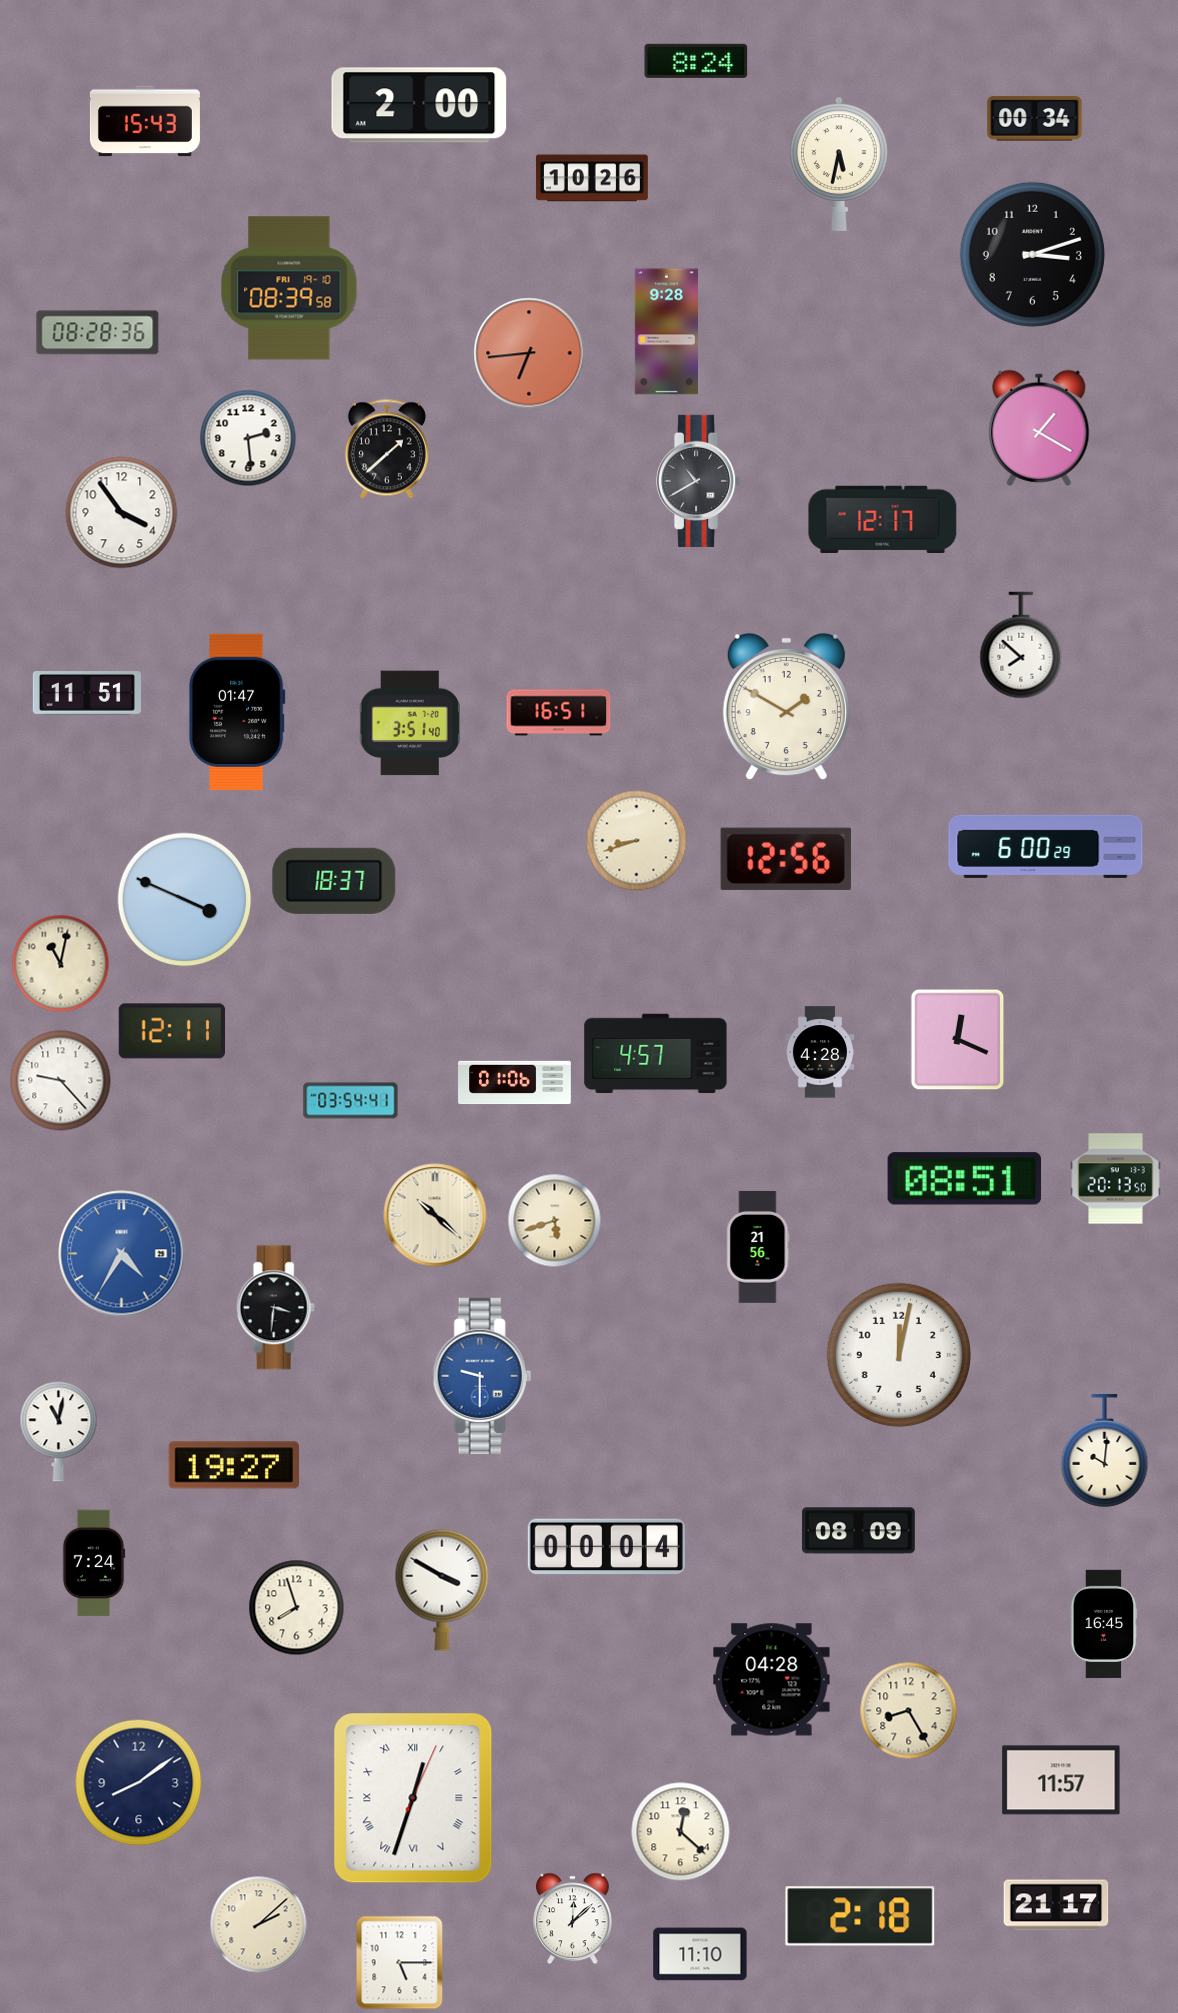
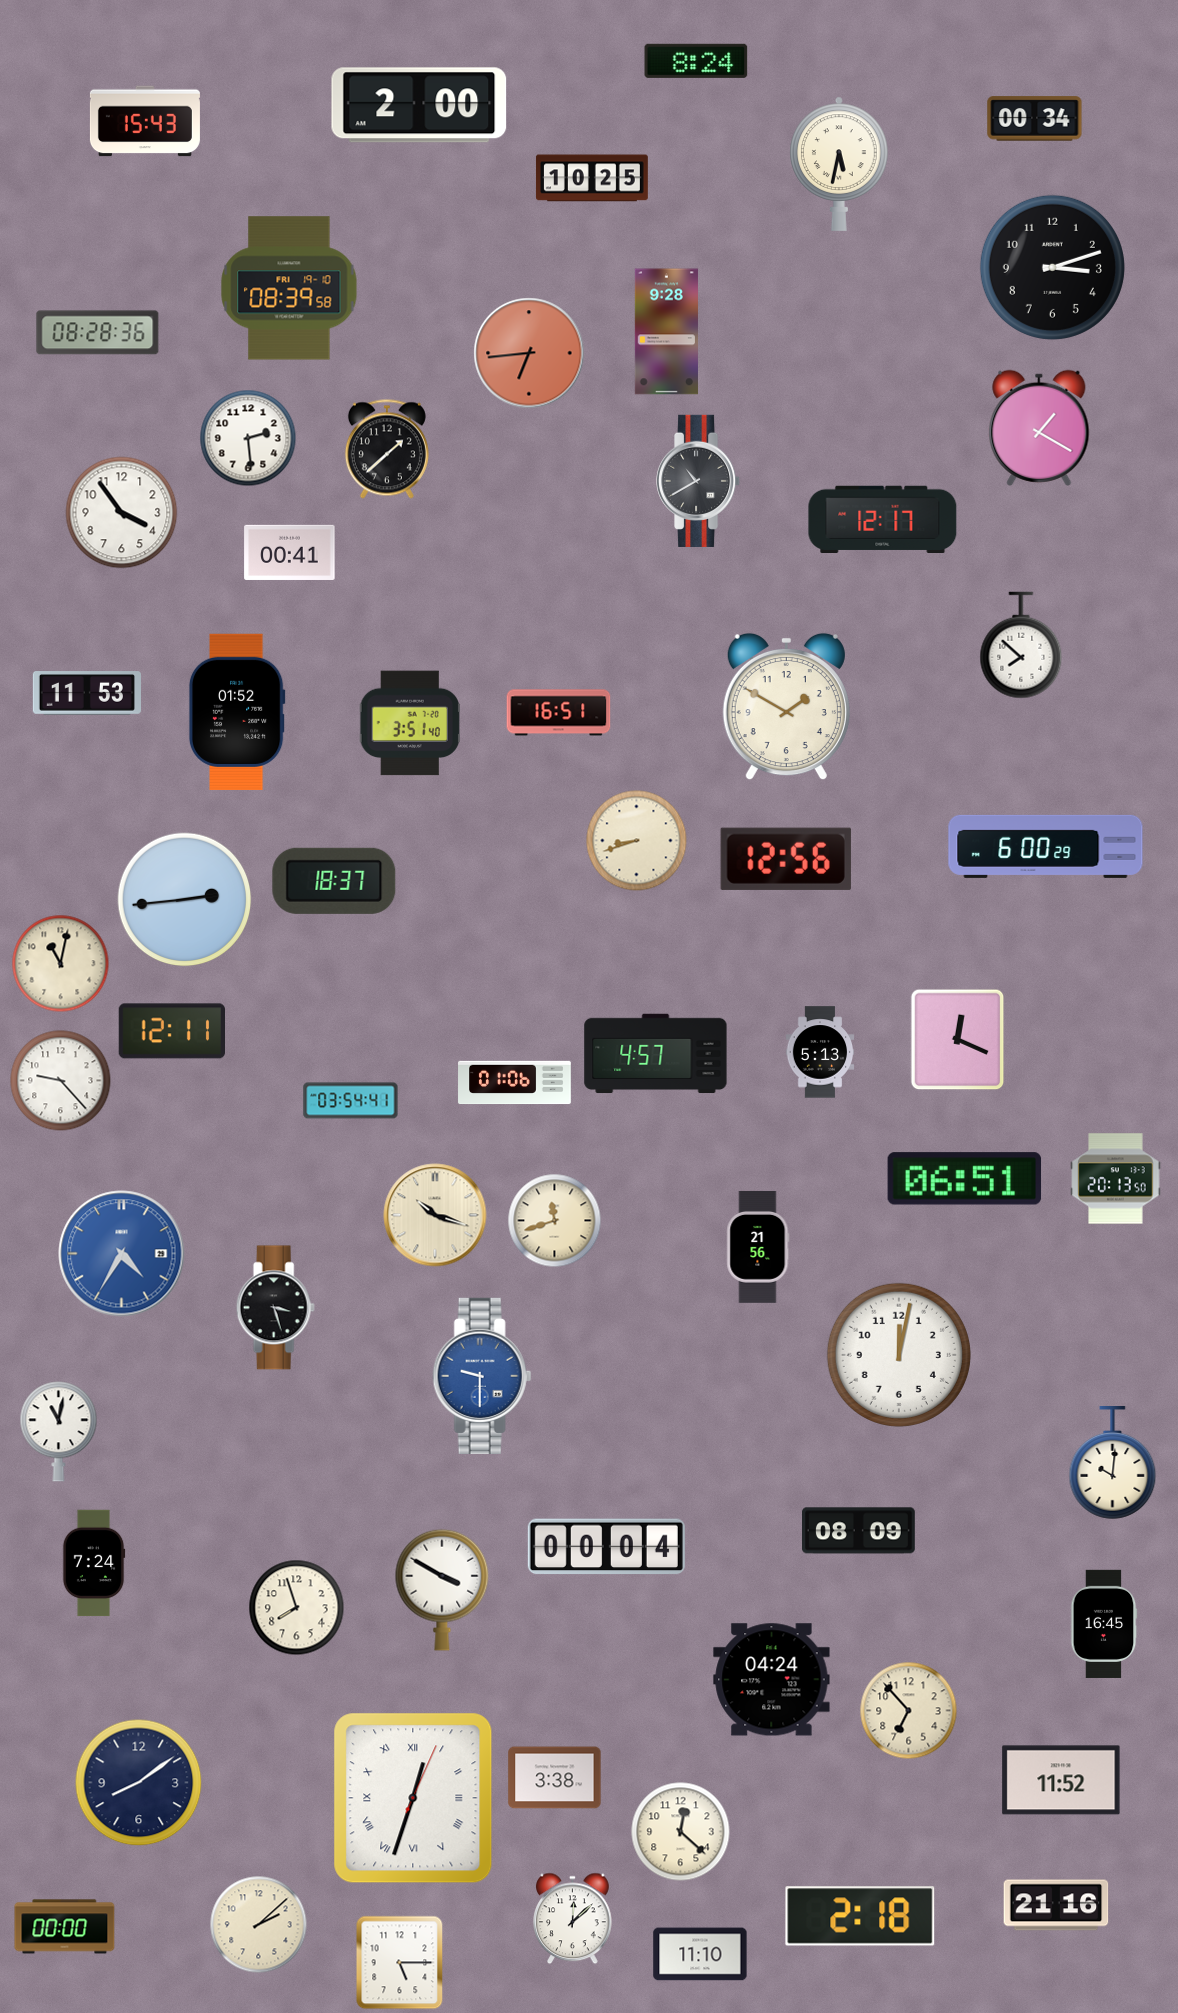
clock at (592, 178): 10:26 -> 10:25
clock at (1032, 254) position: (1032, 254) -> (1052, 267)
clock at (290, 552): none -> 00:41
clock at (87, 693): 11:51 -> 11:53
clock at (237, 712): 01:47 -> 01:52
clock at (185, 900): 3:49 -> 2:44
clock at (820, 1052): 4:28 -> 5:13
clock at (965, 1179): 08:51 -> 06:51
clock at (435, 1215): 10:22 -> 10:18
clock at (555, 1221): 5:42 -> 11:42
clock at (275, 1308): 3:31 -> 3:27
clock at (1105, 1451) position: (1105, 1451) -> (1113, 1463)
clock at (233, 1465): 19:27 -> none
clock at (772, 1680): 04:28 -> 04:24
clock at (909, 1711): 8:25 -> 6:53
clock at (555, 1778): none -> 3:38
clock at (1061, 1780): 11:57 -> 11:52
clock at (1056, 1905): 21:17 -> 21:16
clock at (65, 1927): none -> 00:00
